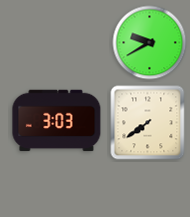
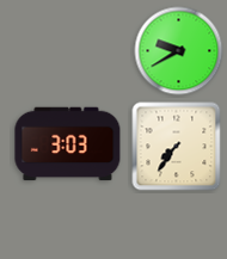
clock at (148, 123): 7:39 -> 7:36
